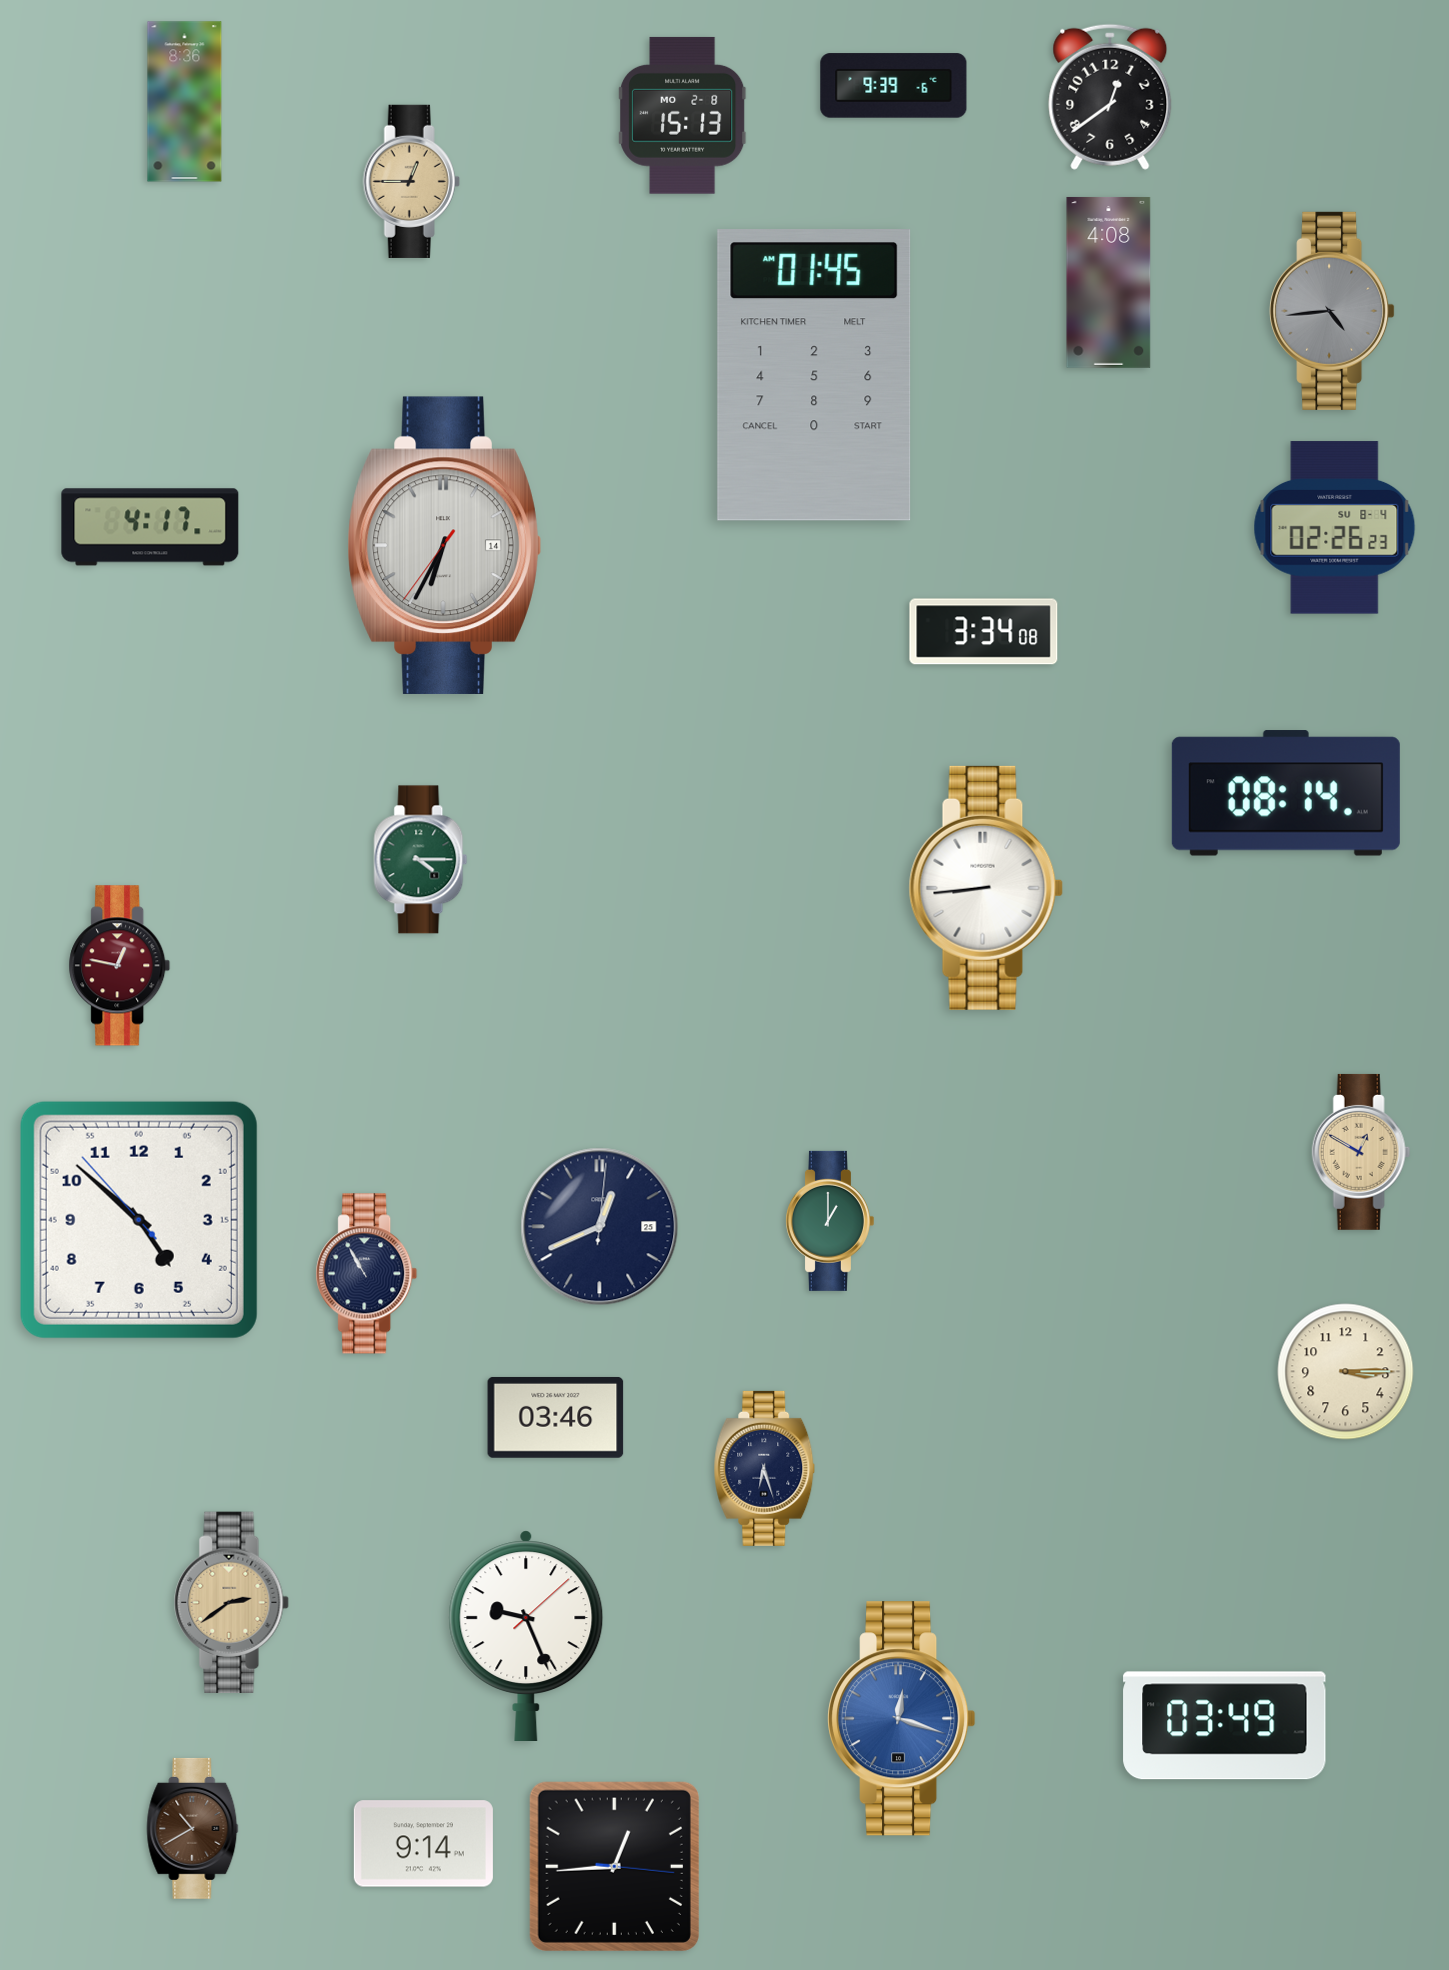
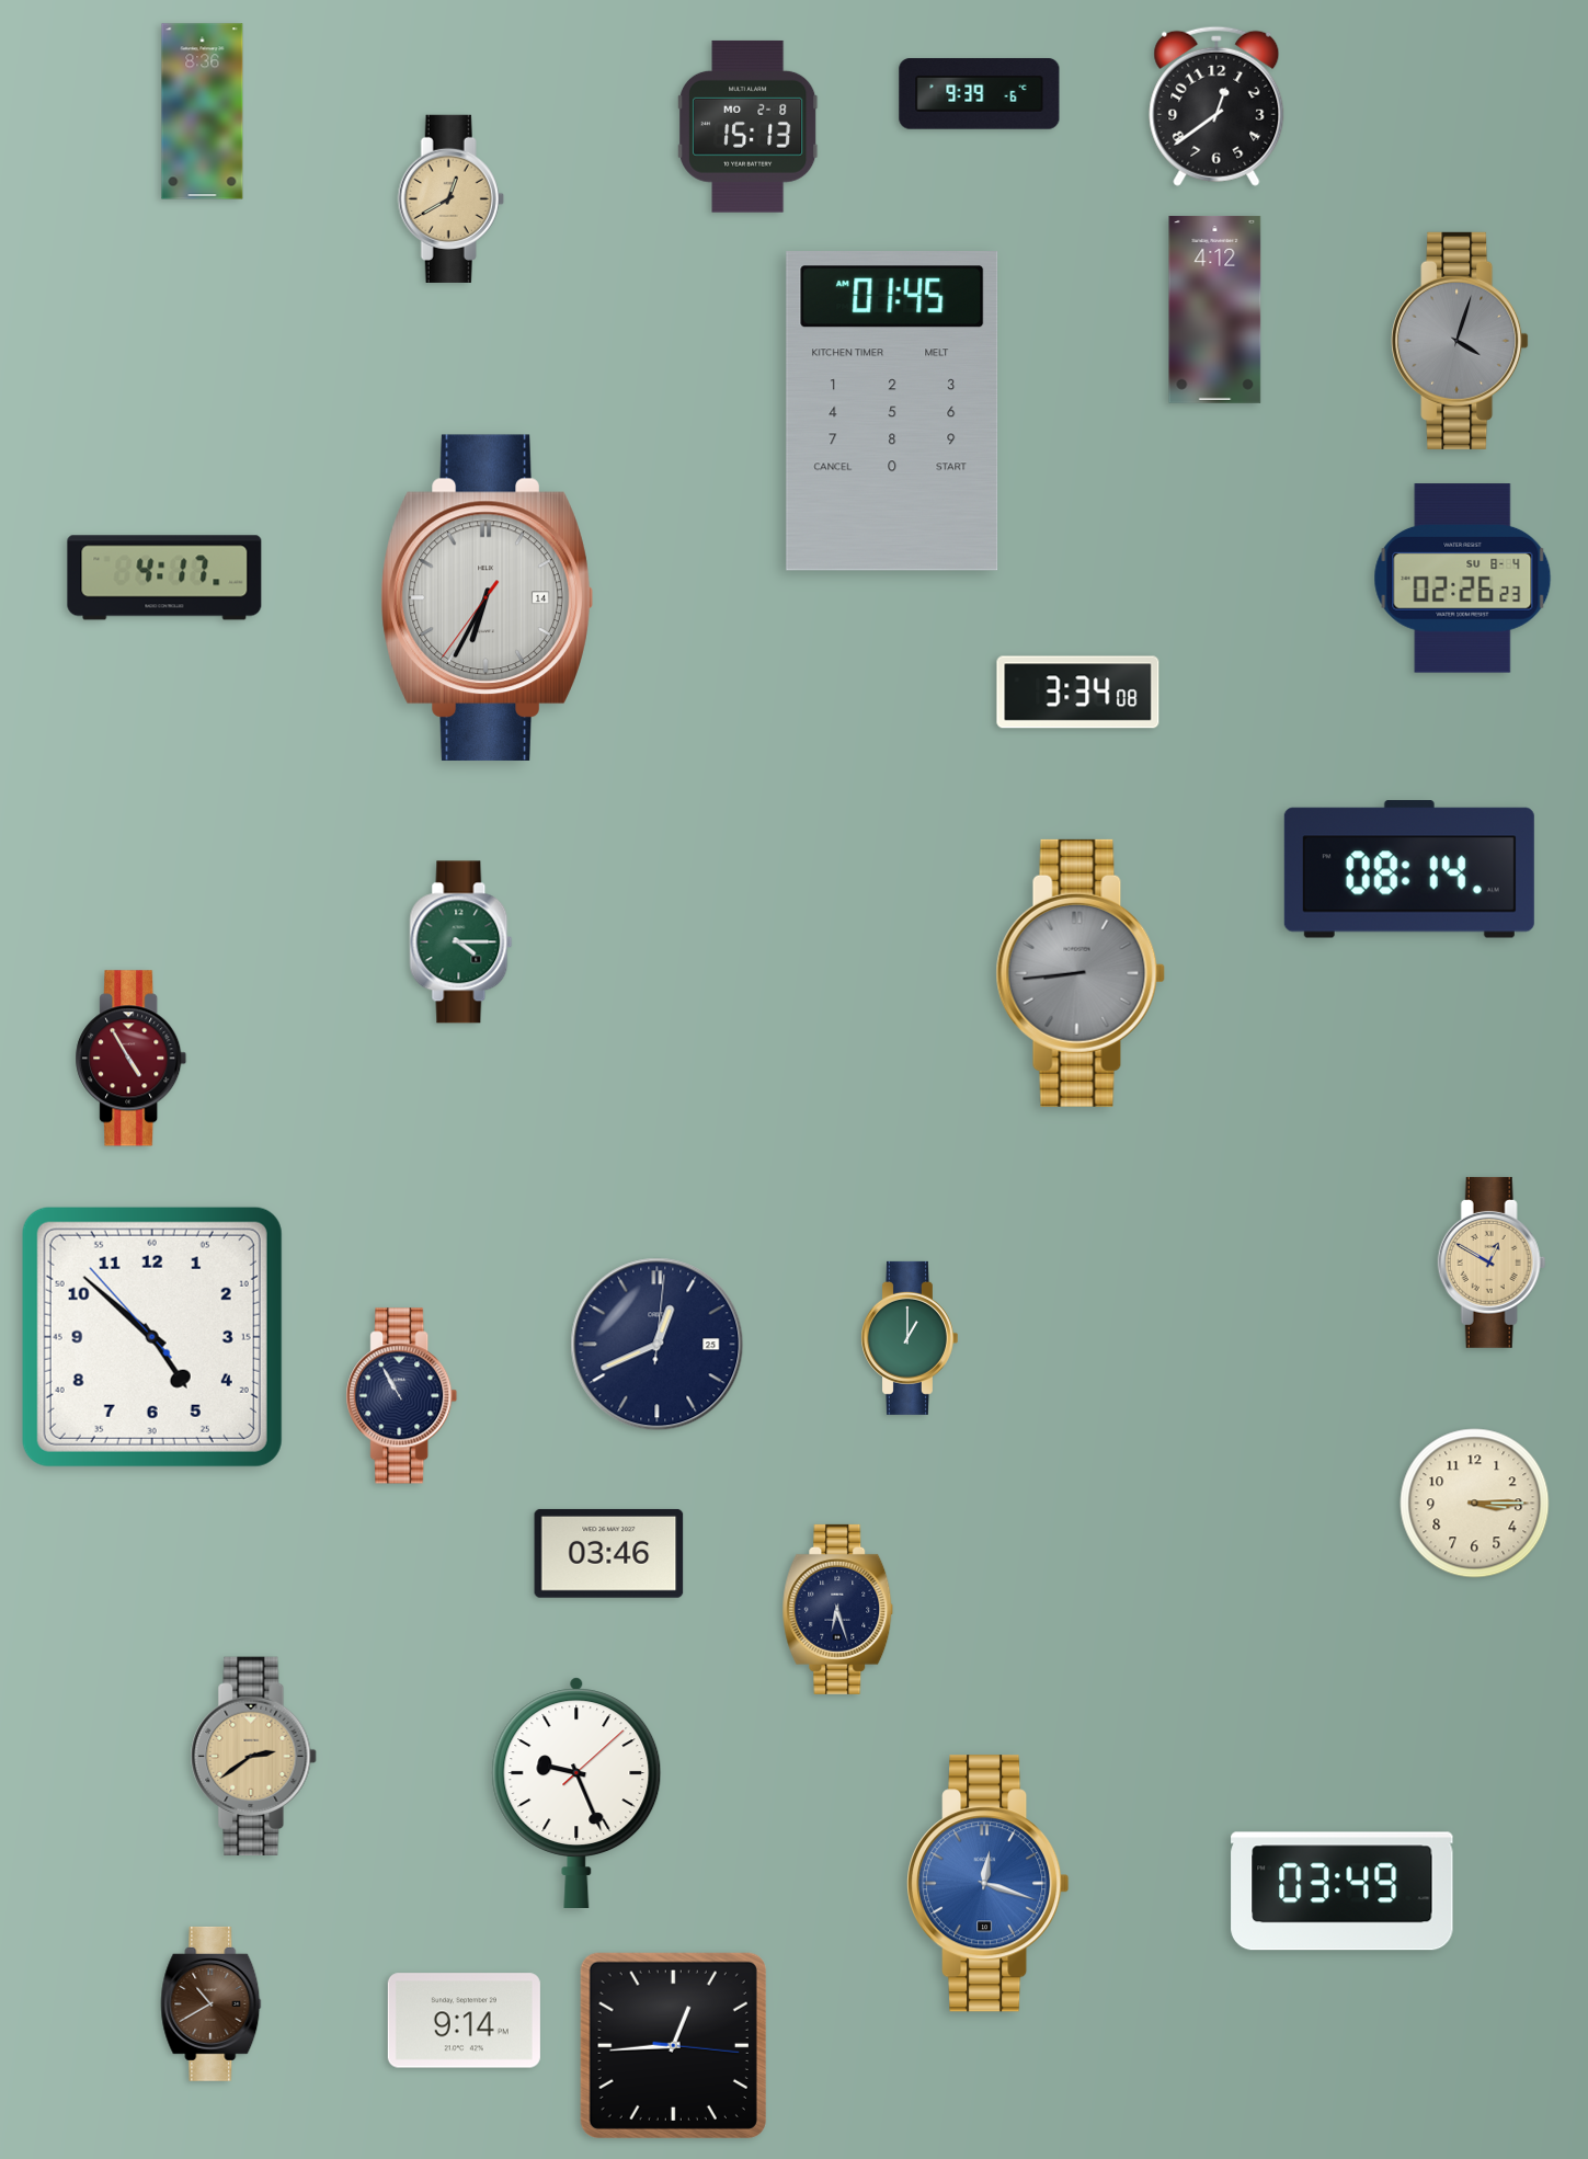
clock at (411, 181): 12:45 -> 12:40
clock at (1109, 282): 4:08 -> 4:12
clock at (1332, 311): 4:44 -> 4:03
clock at (986, 888) dial: white -> grey
clock at (120, 966): 12:47 -> 4:55
